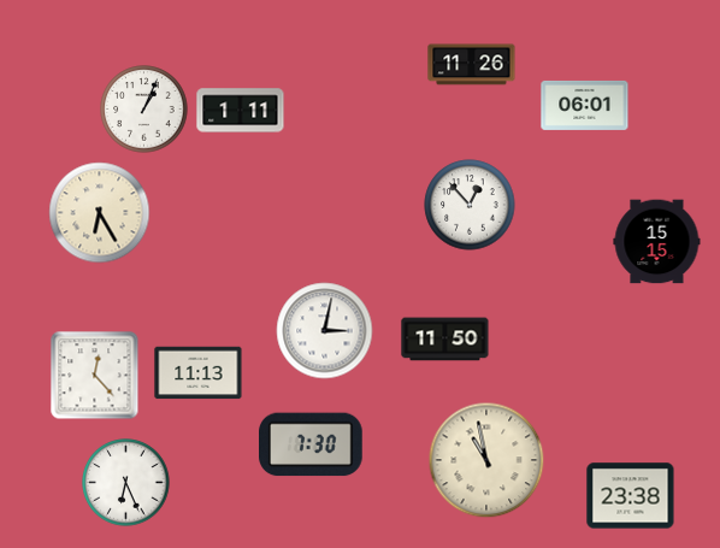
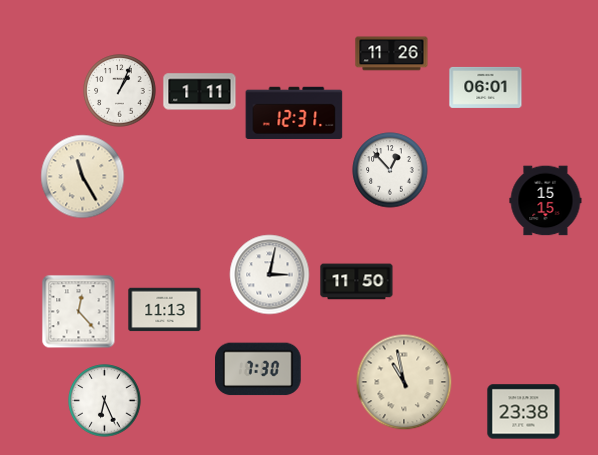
clock at (294, 112): none -> 12:31
clock at (100, 213): 6:25 -> 11:25
clock at (445, 340) position: (445, 340) -> (357, 282)
